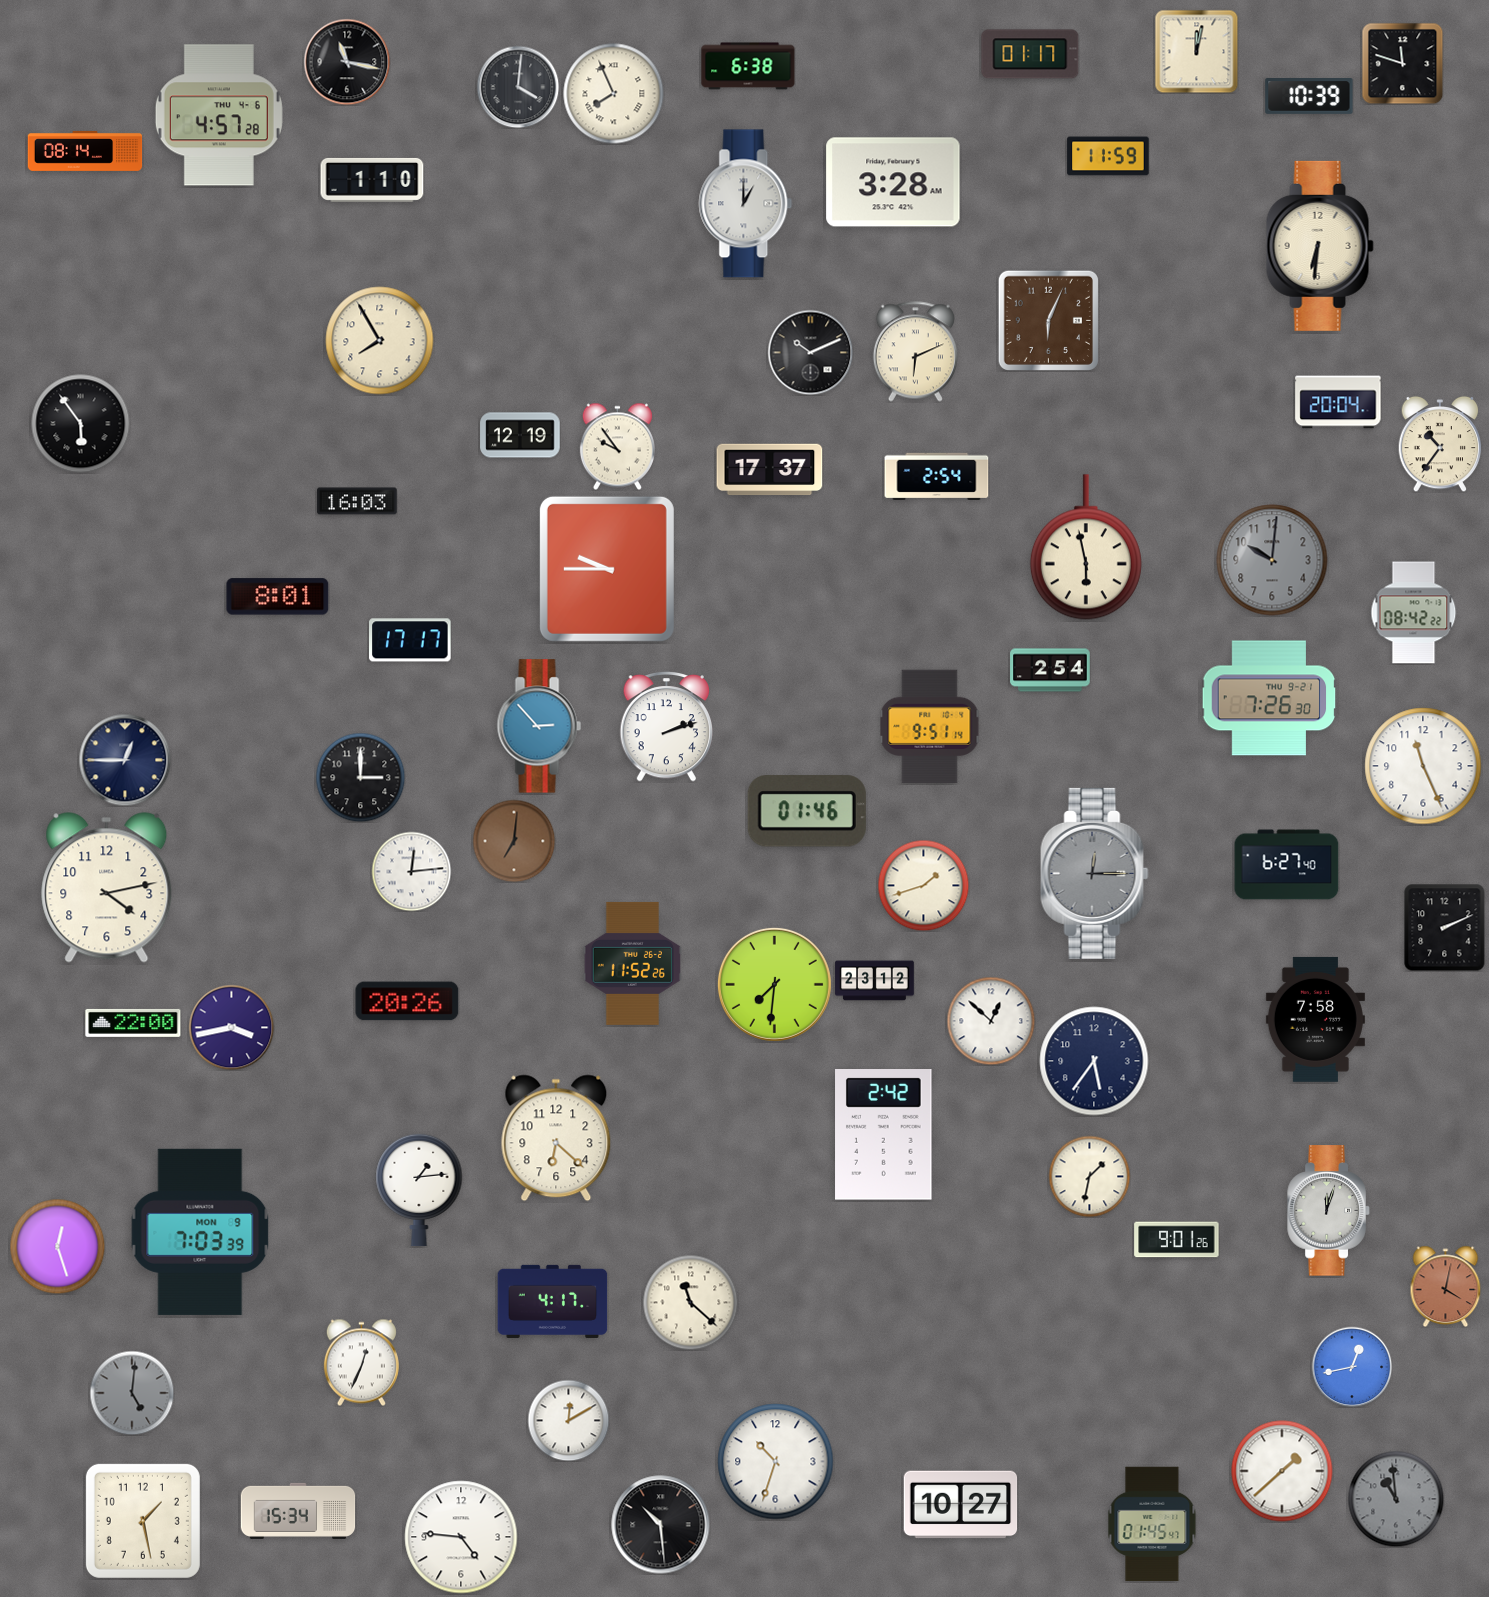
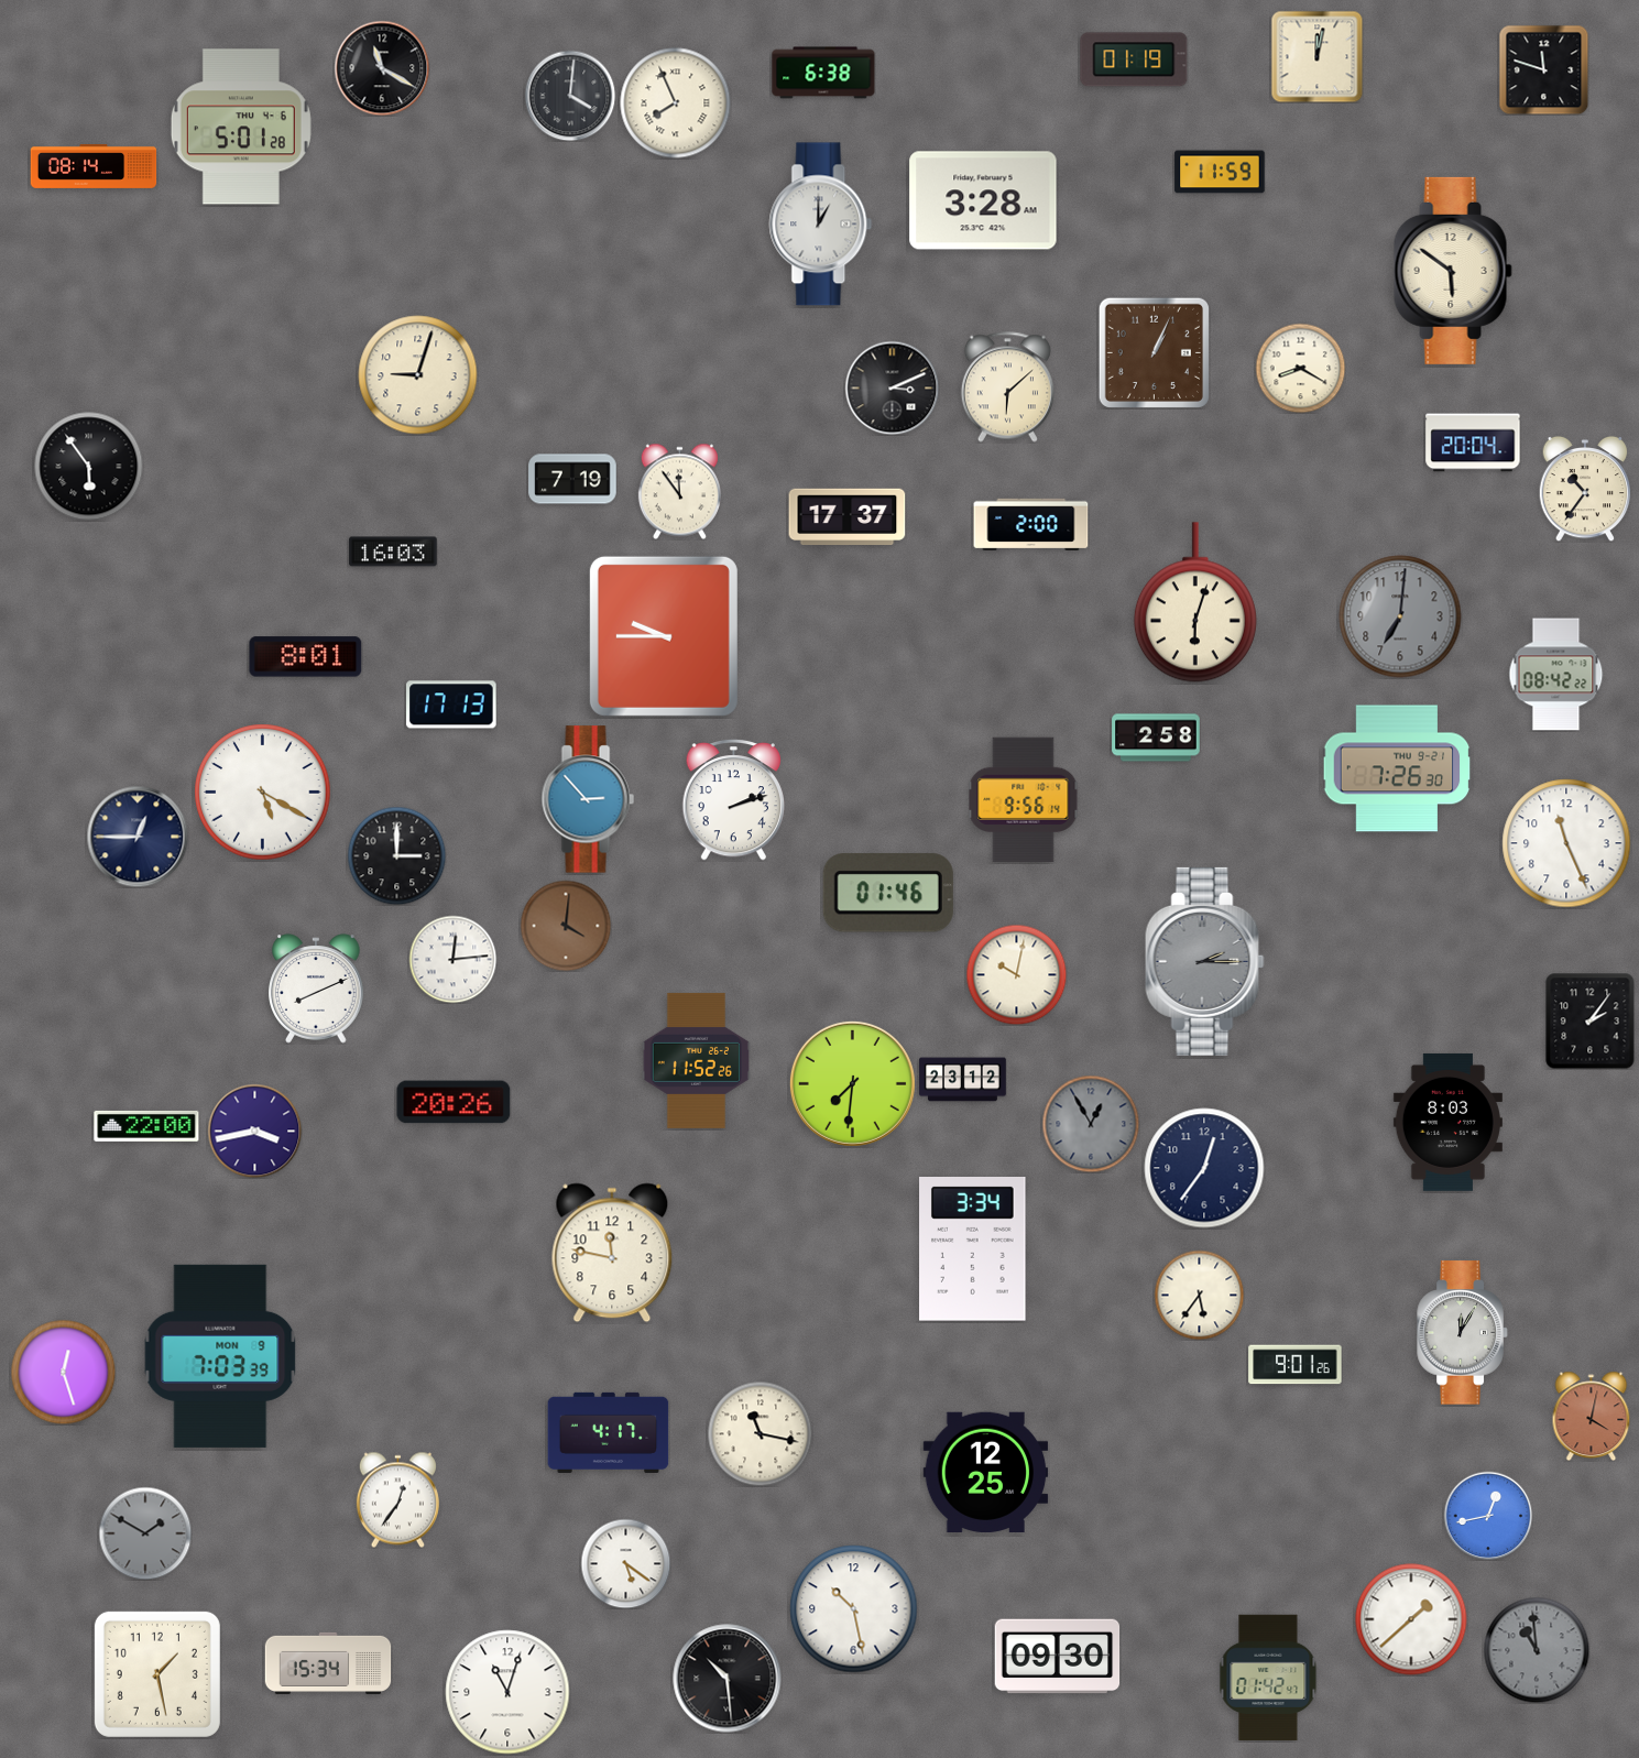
clock at (1030, 54): 01:17 -> 01:19
clock at (347, 62): 11:17 -> 11:20
clock at (1309, 97): 10:39 -> none
clock at (219, 115): 4:57 -> 5:01
clock at (372, 180): 1:10 -> none
clock at (1320, 246): 6:31 -> 5:51
clock at (1048, 320): 6:04 -> 1:04
clock at (1300, 368): none -> 8:20
clock at (380, 341): 7:55 -> 9:03
clock at (810, 352): 10:11 -> 3:11
clock at (915, 352): 6:11 -> 6:08
clock at (520, 435): 12:19 -> 7:19
clock at (617, 446): 9:54 -> 11:54
clock at (937, 476): 2:54 -> 2:00
clock at (1086, 547): 5:58 -> 6:03
clock at (1272, 560): 10:01 -> 7:01
clock at (607, 569) position: (607, 569) -> (664, 636)
clock at (410, 640): 17:17 -> 17:13
clock at (1050, 670): 2:54 -> 2:58
clock at (263, 793): none -> 5:20
clock at (539, 726) position: (539, 726) -> (588, 799)
clock at (930, 727): 9:51 -> 9:56
clock at (514, 841): 7:01 -> 4:01
clock at (1287, 865): 6:27 -> none
clock at (1095, 873): 12:15 -> 2:15
clock at (923, 885): 1:42 -> 10:02
clock at (107, 888): 4:13 -> none
clock at (316, 989): none -> 8:11
clock at (1445, 927): 2:11 -> 2:06
clock at (407, 1001) position: (407, 1001) -> (454, 1102)
clock at (1315, 1019): 7:58 -> 8:03
clock at (991, 1021): 12:52 -> 12:55
clock at (991, 1021) dial: white -> grey
clock at (1094, 1061): 5:36 -> 12:36
clock at (884, 1135): 2:42 -> 3:34
clock at (556, 1138): 6:22 -> 11:47
clock at (1089, 1176): 1:32 -> 5:36
clock at (419, 1190): 1:14 -> none
clock at (1329, 1211): 12:03 -> 12:05
clock at (690, 1302): 11:22 -> 11:17
clock at (986, 1473): none -> 12:25
clock at (361, 1362): 12:34 -> 12:36
clock at (1352, 1367) position: (1352, 1367) -> (1488, 1516)
clock at (132, 1393): 5:01 -> 1:50
clock at (568, 1420): 12:10 -> 5:21
clock at (776, 1462): 10:33 -> 10:28
clock at (961, 1505): 10:27 -> 09:30
clock at (1152, 1524): 01:45 -> 01:42
clock at (461, 1537): 4:46 -> 11:03
